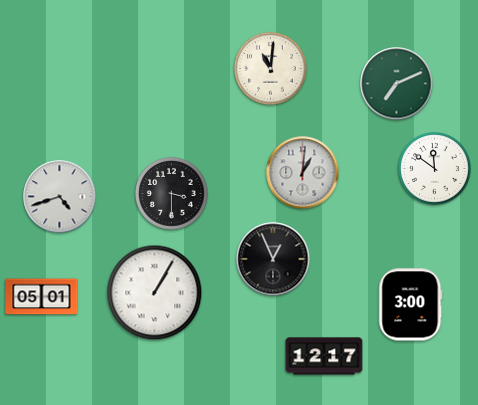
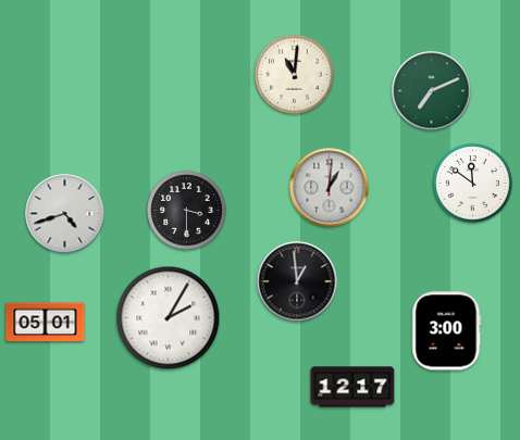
clock at (273, 259): 12:56 -> 12:59
clock at (155, 293): 1:05 -> 2:05
